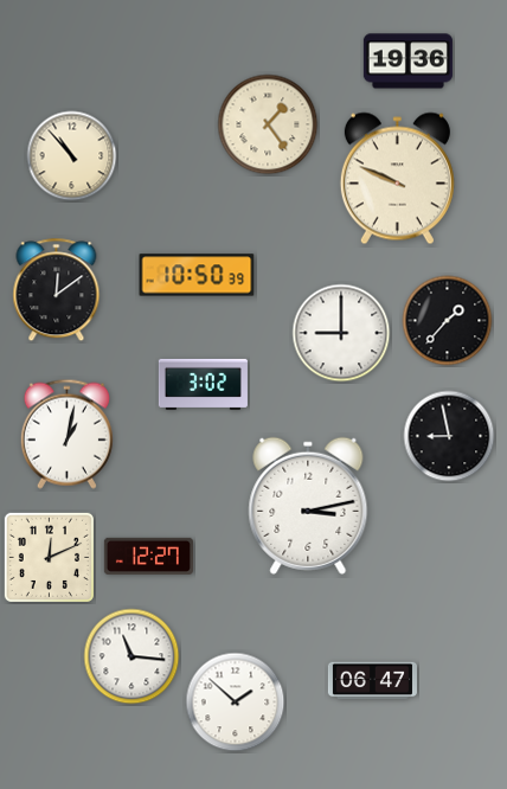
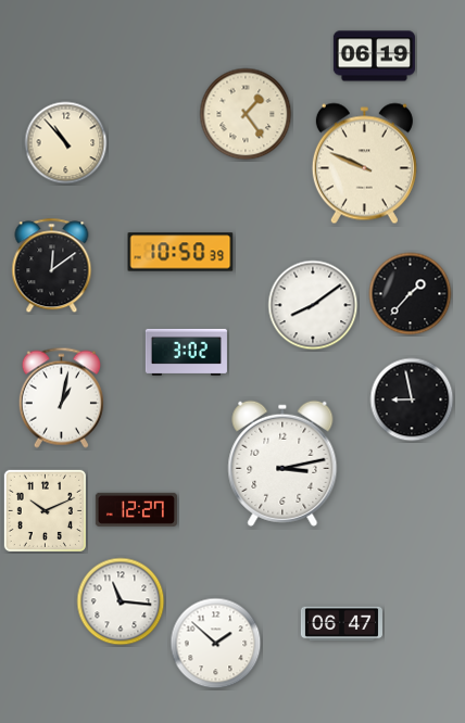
clock at (407, 62): 19:36 -> 06:19
clock at (341, 333): 9:00 -> 8:09
clock at (49, 557): 12:11 -> 10:11
